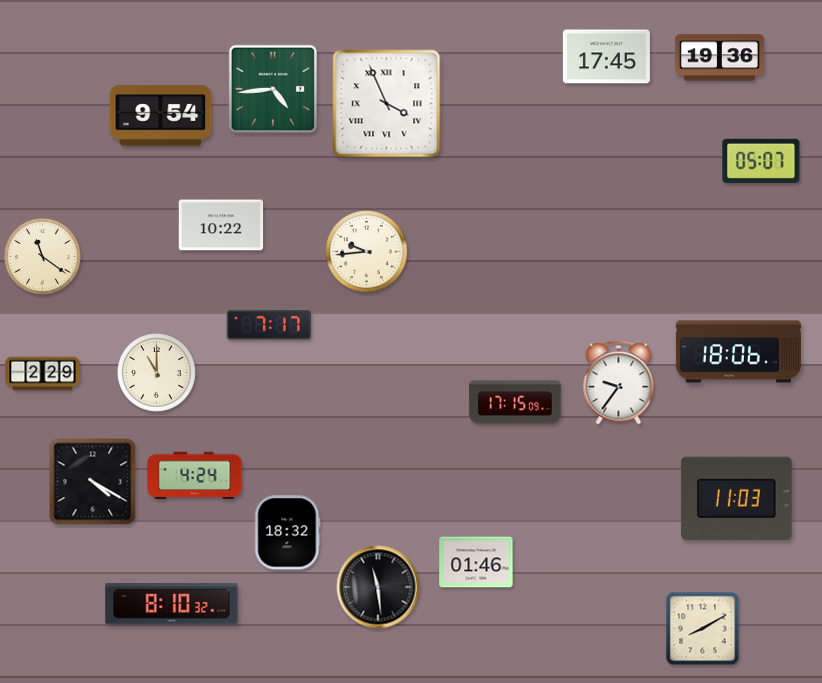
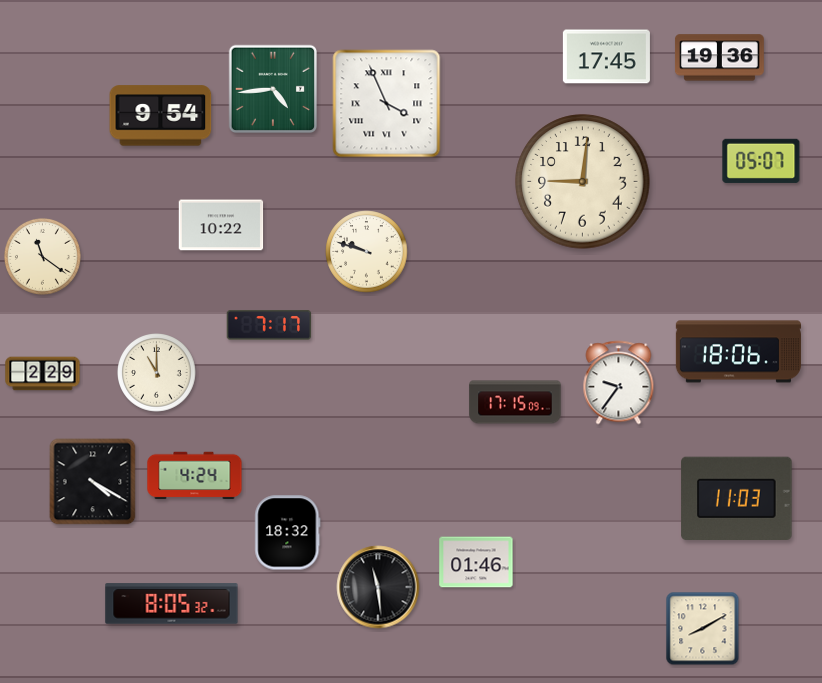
clock at (583, 182): none -> 9:01
clock at (367, 252): 9:44 -> 9:48
clock at (172, 604): 8:10 -> 8:05
